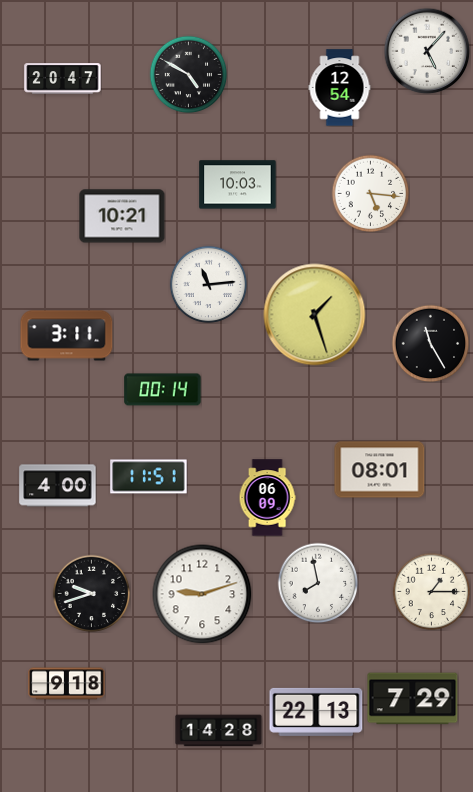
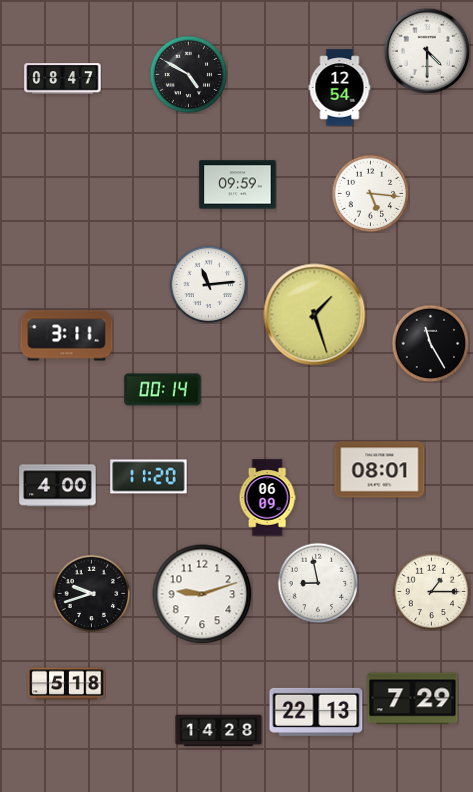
clock at (427, 51): 5:07 -> 4:30
clock at (63, 79): 20:47 -> 08:47
clock at (238, 185): 10:03 -> 09:59
clock at (122, 216): 10:21 -> none
clock at (149, 477): 11:51 -> 11:20
clock at (318, 583): 7:58 -> 8:58
clock at (67, 684): 9:18 -> 5:18
